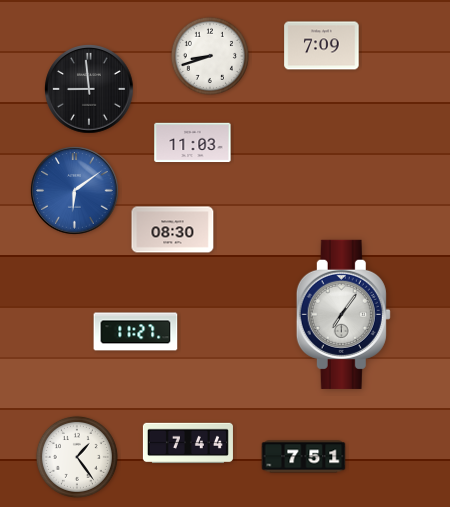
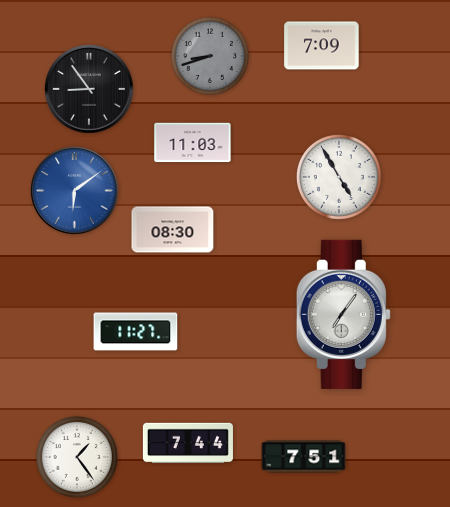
clock at (210, 56) dial: white -> grey
clock at (89, 89): 8:59 -> 8:54
clock at (340, 178): none -> 4:55
